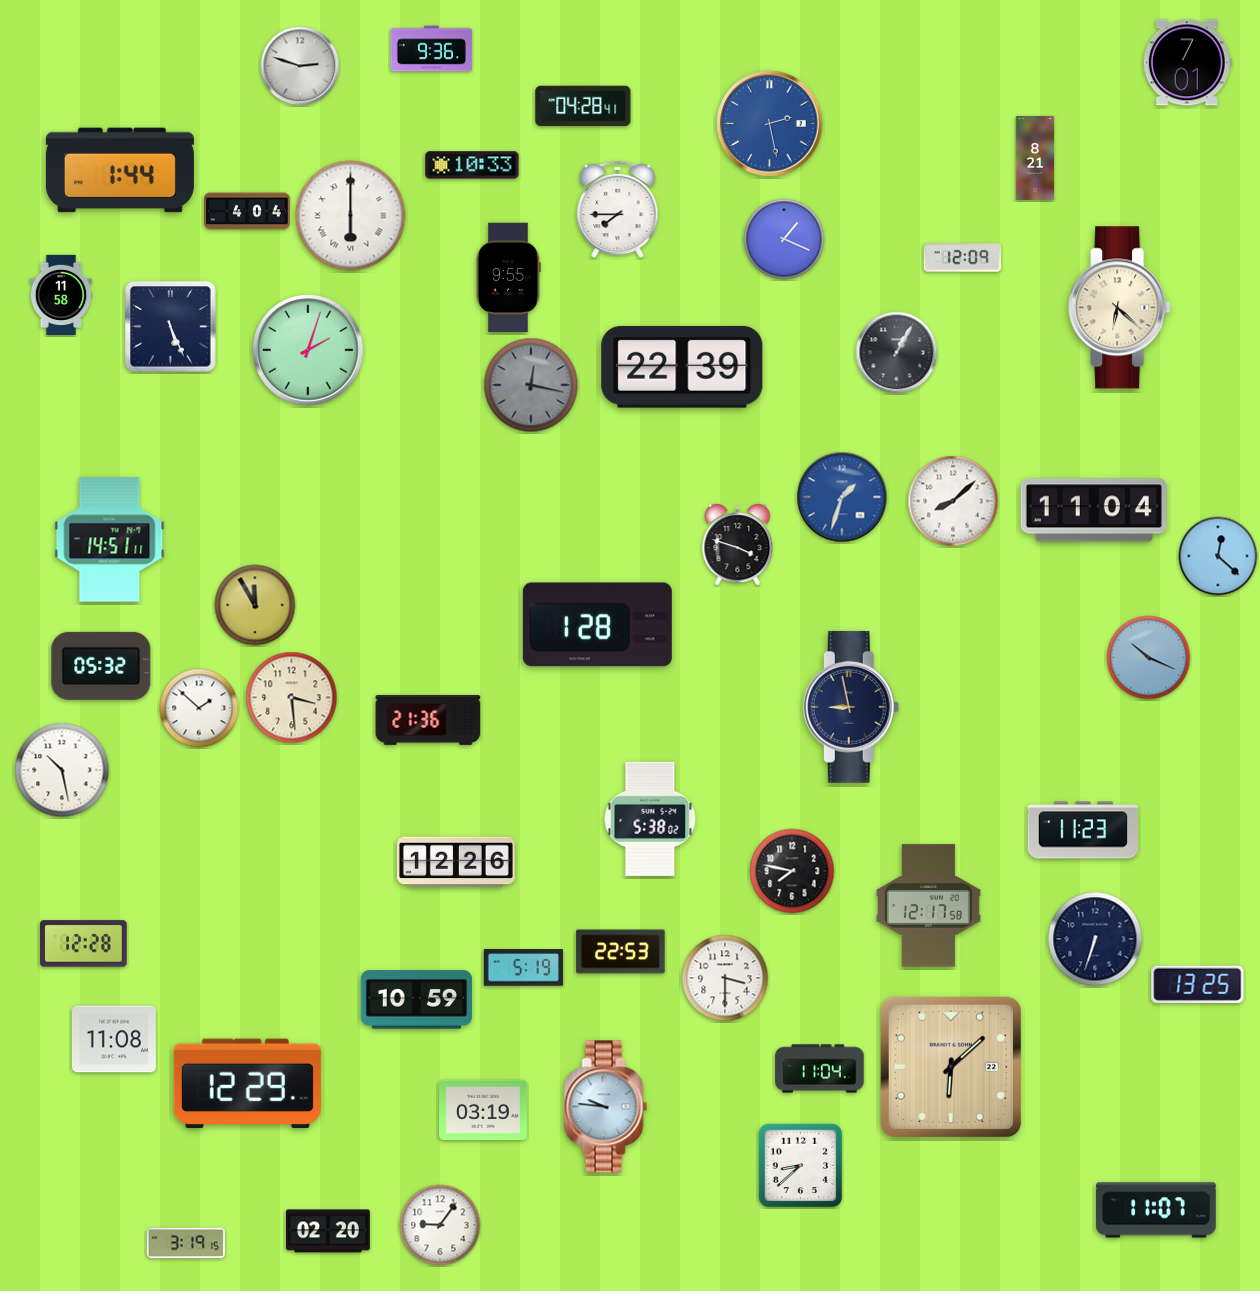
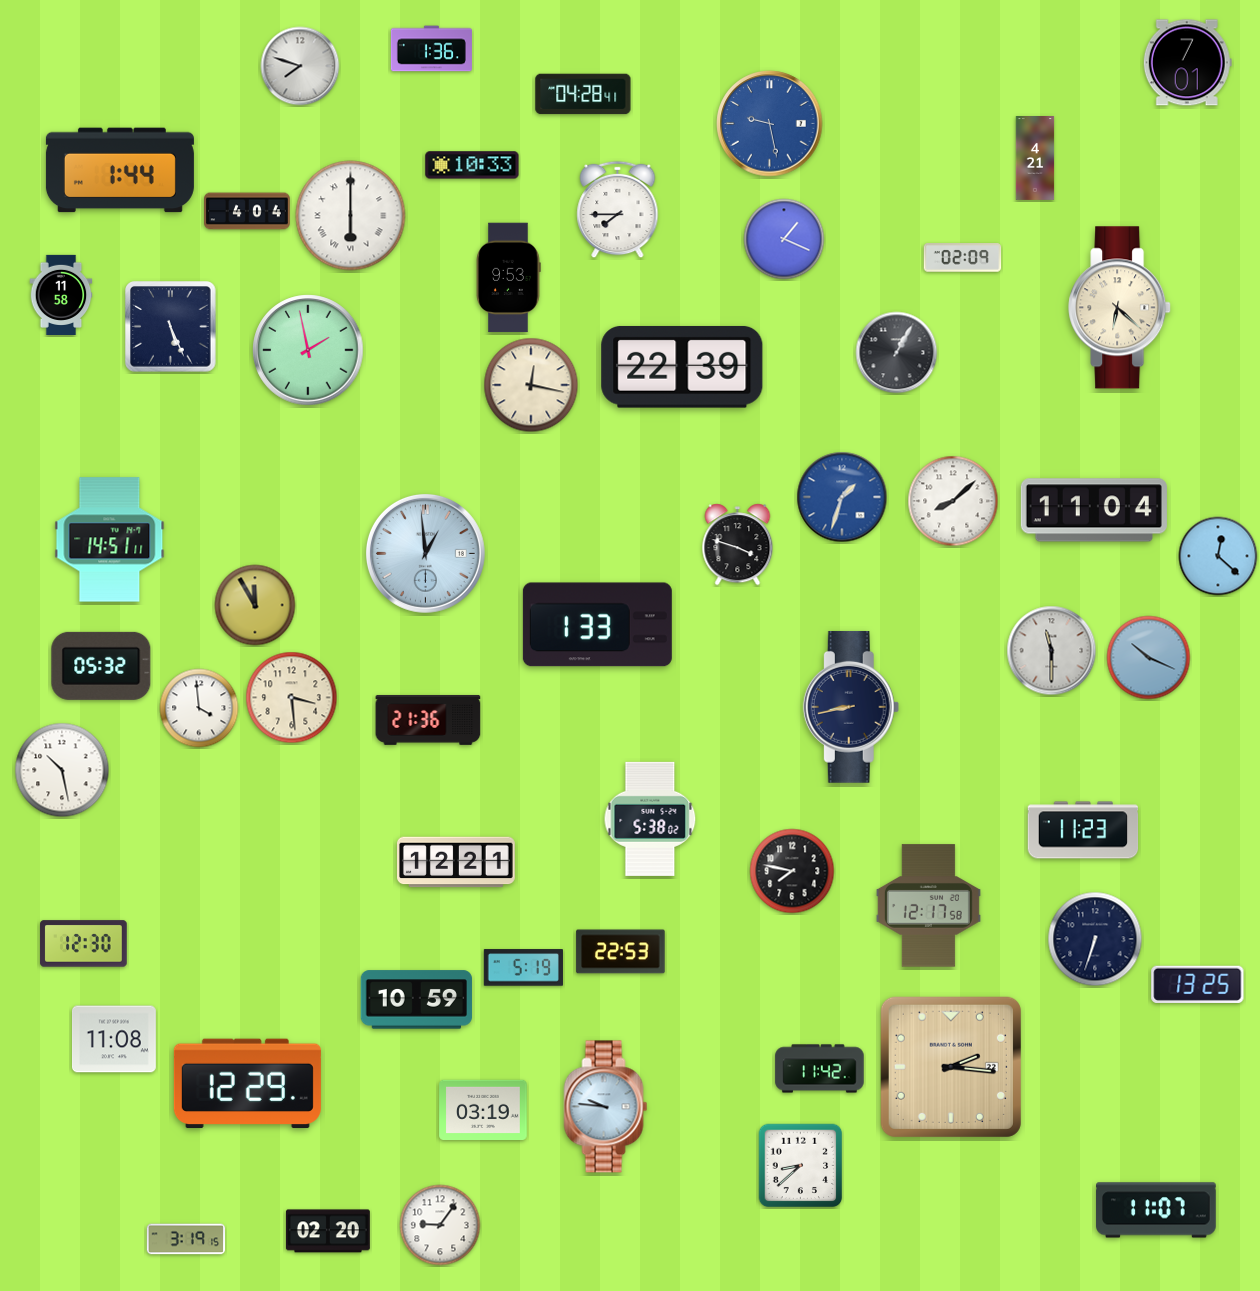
clock at (431, 49): 9:36 -> 1:36
clock at (300, 66): 2:48 -> 7:48
clock at (583, 106) position: (583, 106) -> (583, 94)
clock at (770, 124): 2:28 -> 9:28
clock at (1035, 159): 8:21 -> 4:21
clock at (963, 258): 12:09 -> 02:09
clock at (508, 278): 9:55 -> 9:53
clock at (308, 350): 2:03 -> 1:58
clock at (531, 385) dial: grey -> cream
clock at (425, 553): none -> 12:59
clock at (597, 625): 1:28 -> 1:33
clock at (1052, 651): none -> 11:30
clock at (851, 707): 8:58 -> 8:43
clock at (199, 708): 1:52 -> 3:59
clock at (457, 862): 12:26 -> 12:21
clock at (84, 944): 12:28 -> 12:30
clock at (725, 978): 3:30 -> none
clock at (951, 1067): 6:08 -> 2:16
clock at (820, 1069): 11:04 -> 11:42
clock at (186, 1243) position: (186, 1243) -> (186, 1239)
